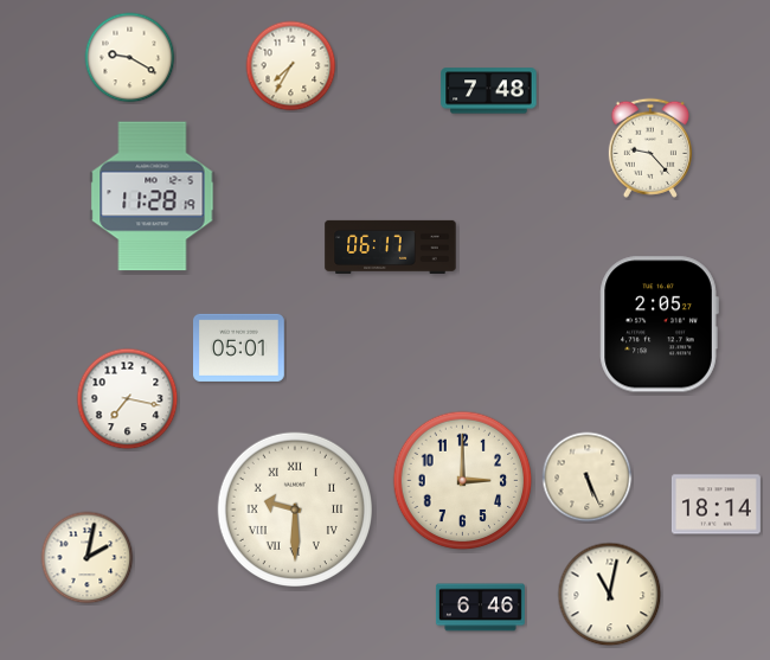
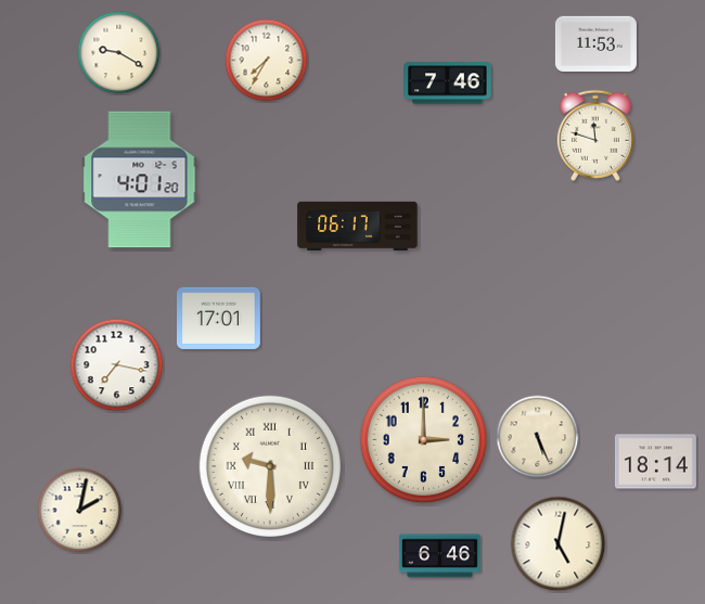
clock at (595, 44): none -> 11:53
clock at (489, 91): 7:48 -> 7:46
clock at (650, 148): 9:23 -> 11:48
clock at (153, 197): 11:28 -> 4:01
clock at (659, 325): 2:05 -> none
clock at (239, 347): 05:01 -> 17:01
clock at (610, 595): 11:02 -> 5:02
